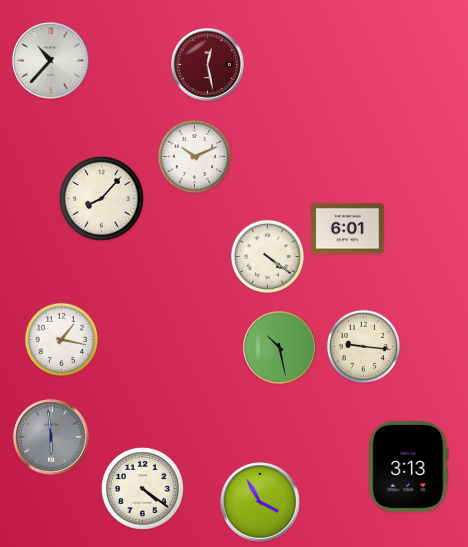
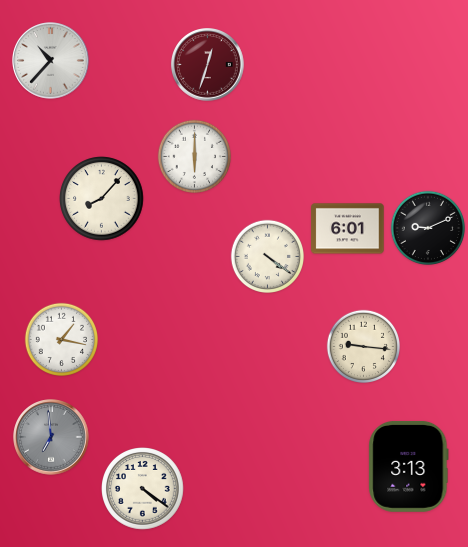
clock at (208, 65): 12:28 -> 12:33
clock at (194, 156): 10:11 -> 6:00
clock at (427, 227): none -> 9:11
clock at (280, 348): 10:28 -> none
clock at (51, 437): 5:59 -> 6:59
clock at (260, 502): 3:55 -> none
